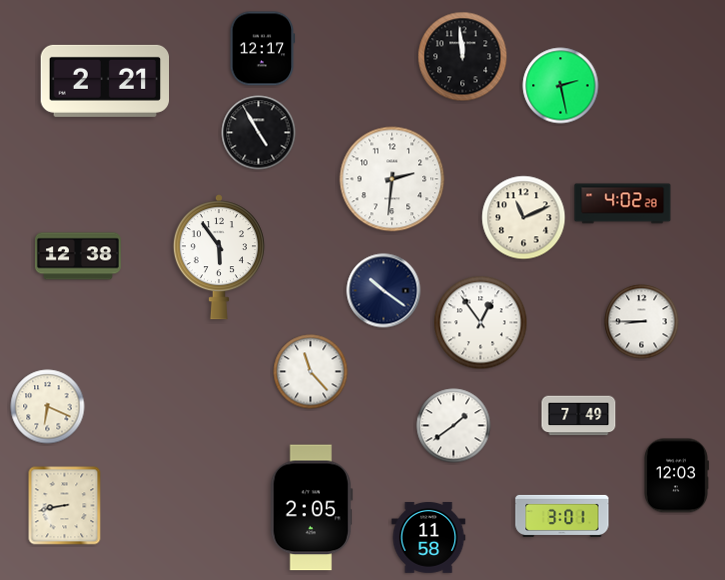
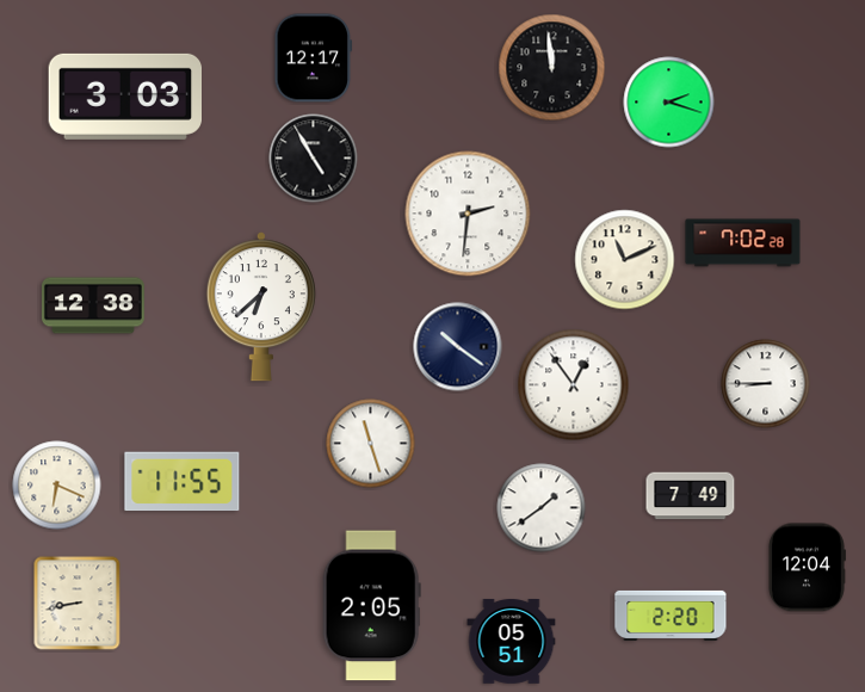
clock at (104, 81): 2:21 -> 3:03
clock at (561, 86): 2:28 -> 2:18
clock at (259, 133) position: (259, 133) -> (314, 159)
clock at (623, 204): 4:02 -> 7:02
clock at (219, 257): 5:54 -> 6:38
clock at (311, 372): 11:23 -> 11:27
clock at (183, 482): none -> 11:55
clock at (677, 476): 12:03 -> 12:04
clock at (562, 516): 3:01 -> 2:20
clock at (429, 538): 11:58 -> 05:51
